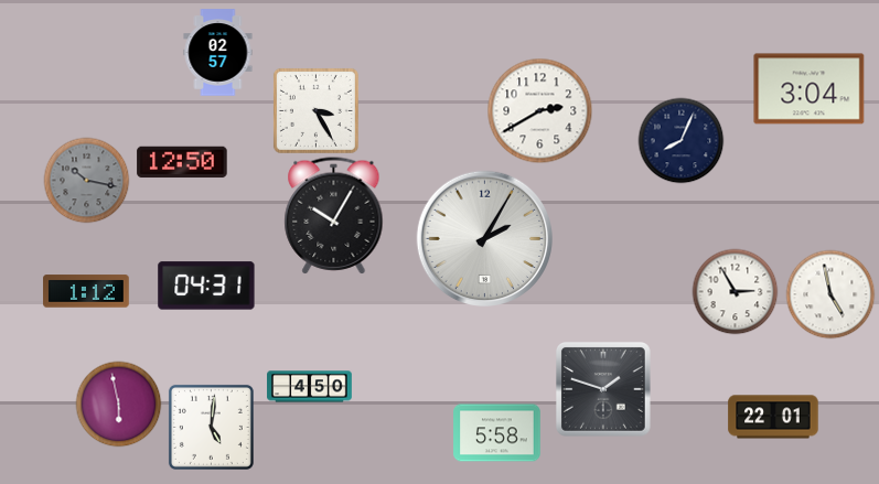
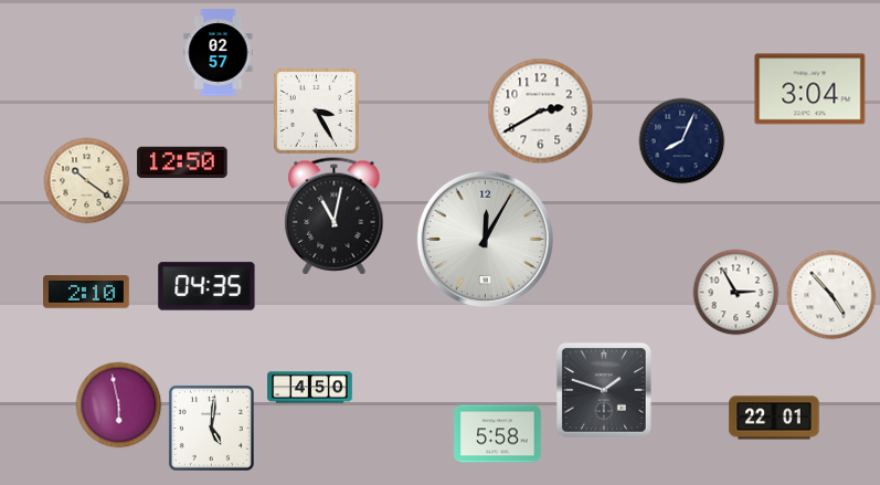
clock at (86, 180): 10:17 -> 10:21
clock at (86, 180) dial: grey -> cream
clock at (334, 216): 10:05 -> 11:02
clock at (484, 238): 2:05 -> 12:05
clock at (206, 286): 04:31 -> 04:35
clock at (86, 291): 1:12 -> 2:10
clock at (830, 294): 4:58 -> 4:53
